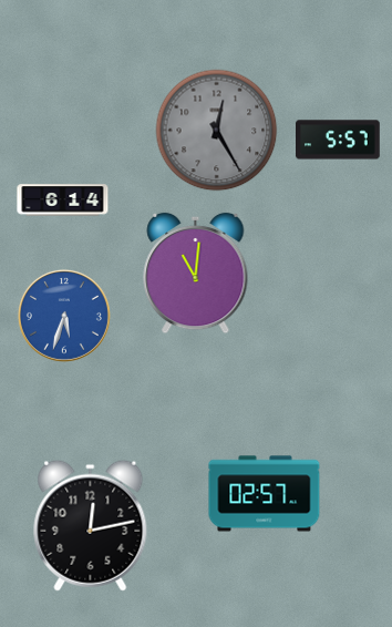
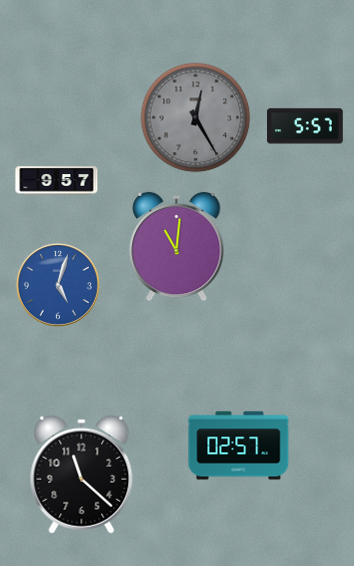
clock at (63, 201): 6:14 -> 9:57
clock at (64, 316): 5:33 -> 5:03
clock at (91, 525): 12:13 -> 11:22
